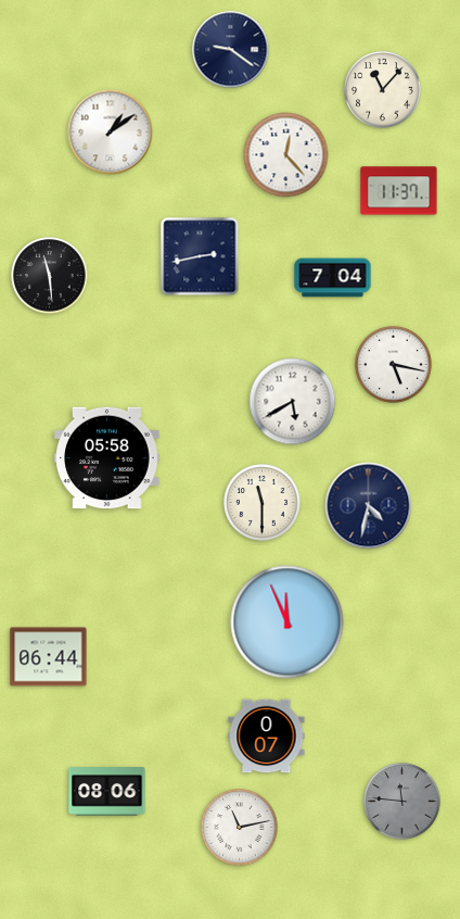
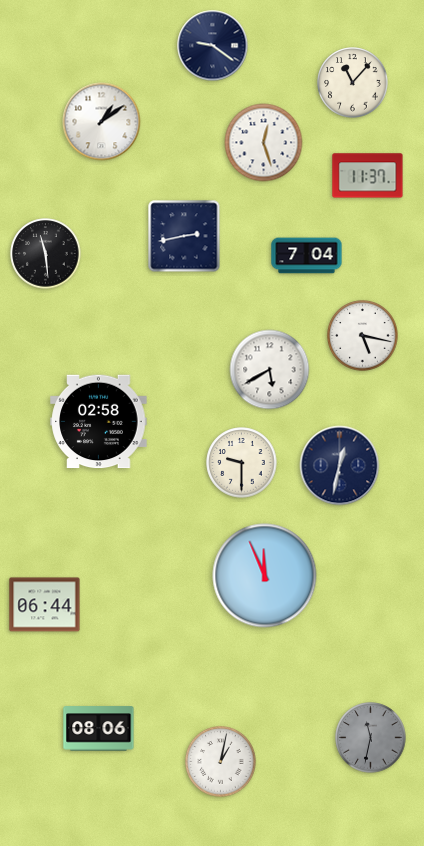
clock at (286, 155): 12:23 -> 12:27
clock at (107, 458): 05:58 -> 02:58
clock at (263, 503): 11:30 -> 9:30
clock at (369, 506): 4:32 -> 12:32
clock at (287, 622) position: (287, 622) -> (265, 576)
clock at (267, 737): 0:07 -> none
clock at (403, 802): 11:46 -> 11:32
clock at (240, 828): 11:13 -> 1:02
